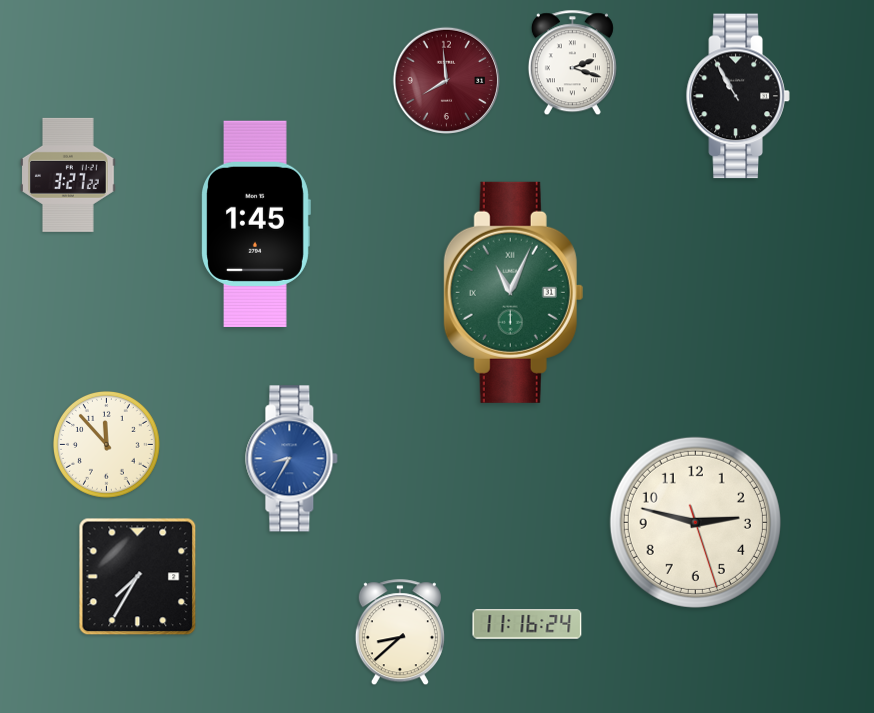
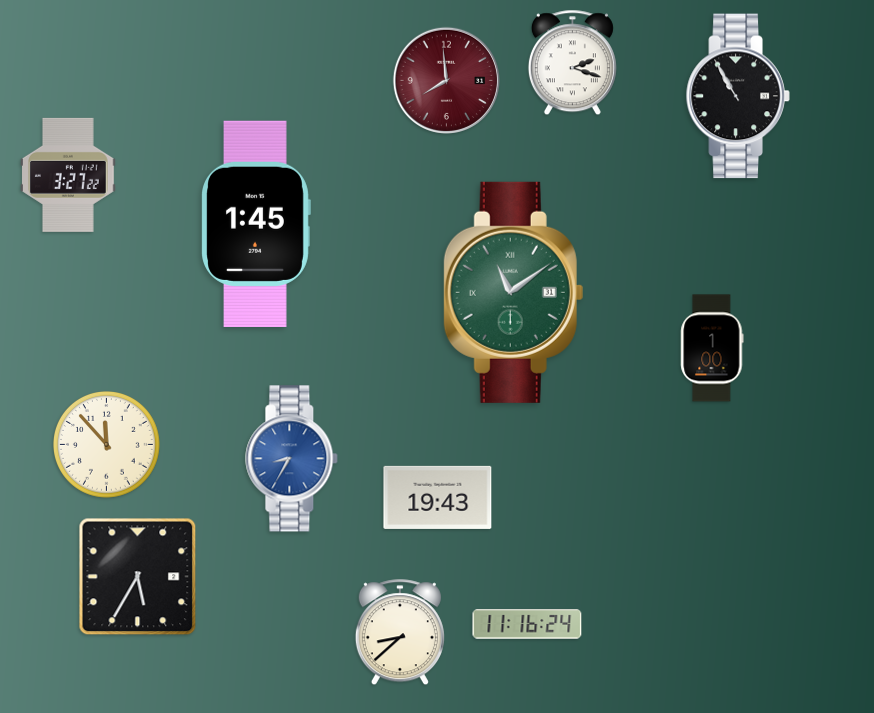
clock at (514, 292): 11:04 -> 11:09
clock at (712, 348): none -> 1:00
clock at (438, 497): none -> 19:43
clock at (695, 522): 2:47 -> none
clock at (138, 577): 7:35 -> 5:35
